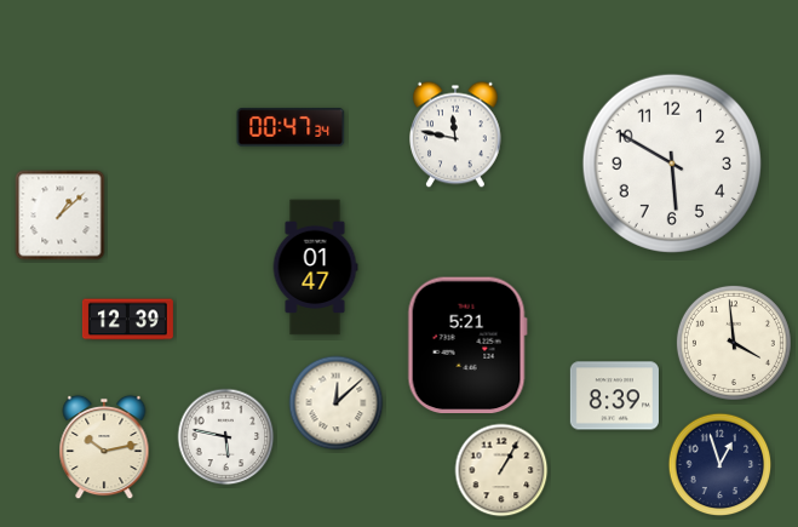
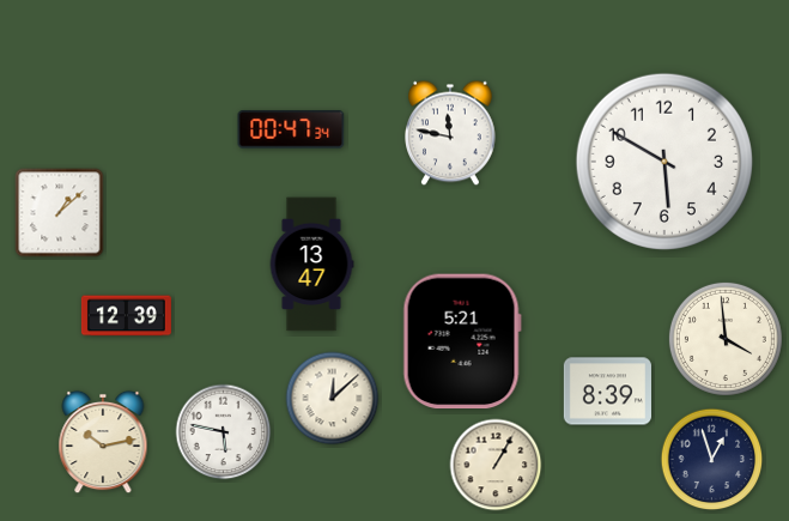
clock at (291, 127) position: (291, 127) -> (291, 129)
clock at (315, 268): 01:47 -> 13:47
